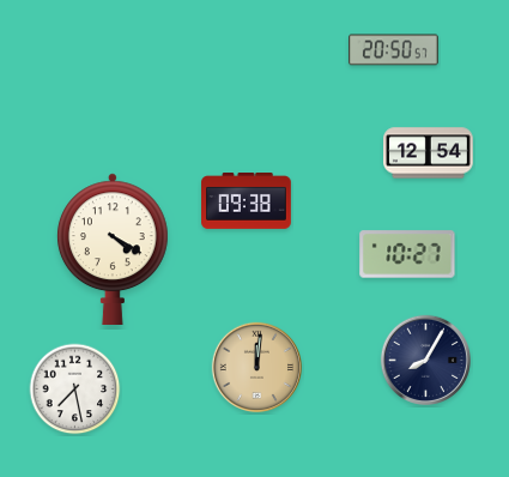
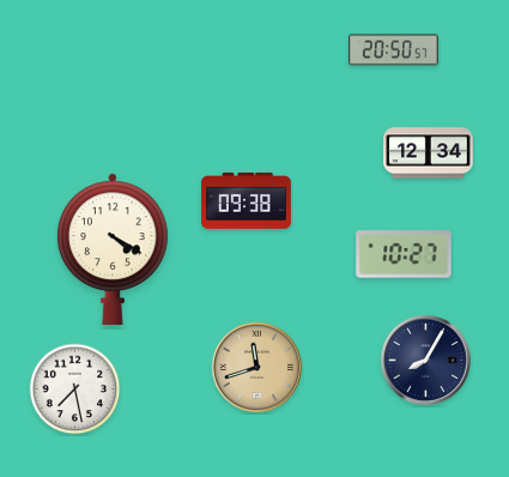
clock at (429, 153): 12:54 -> 12:34
clock at (407, 254) position: (407, 254) -> (404, 254)
clock at (256, 367): 12:01 -> 11:42
